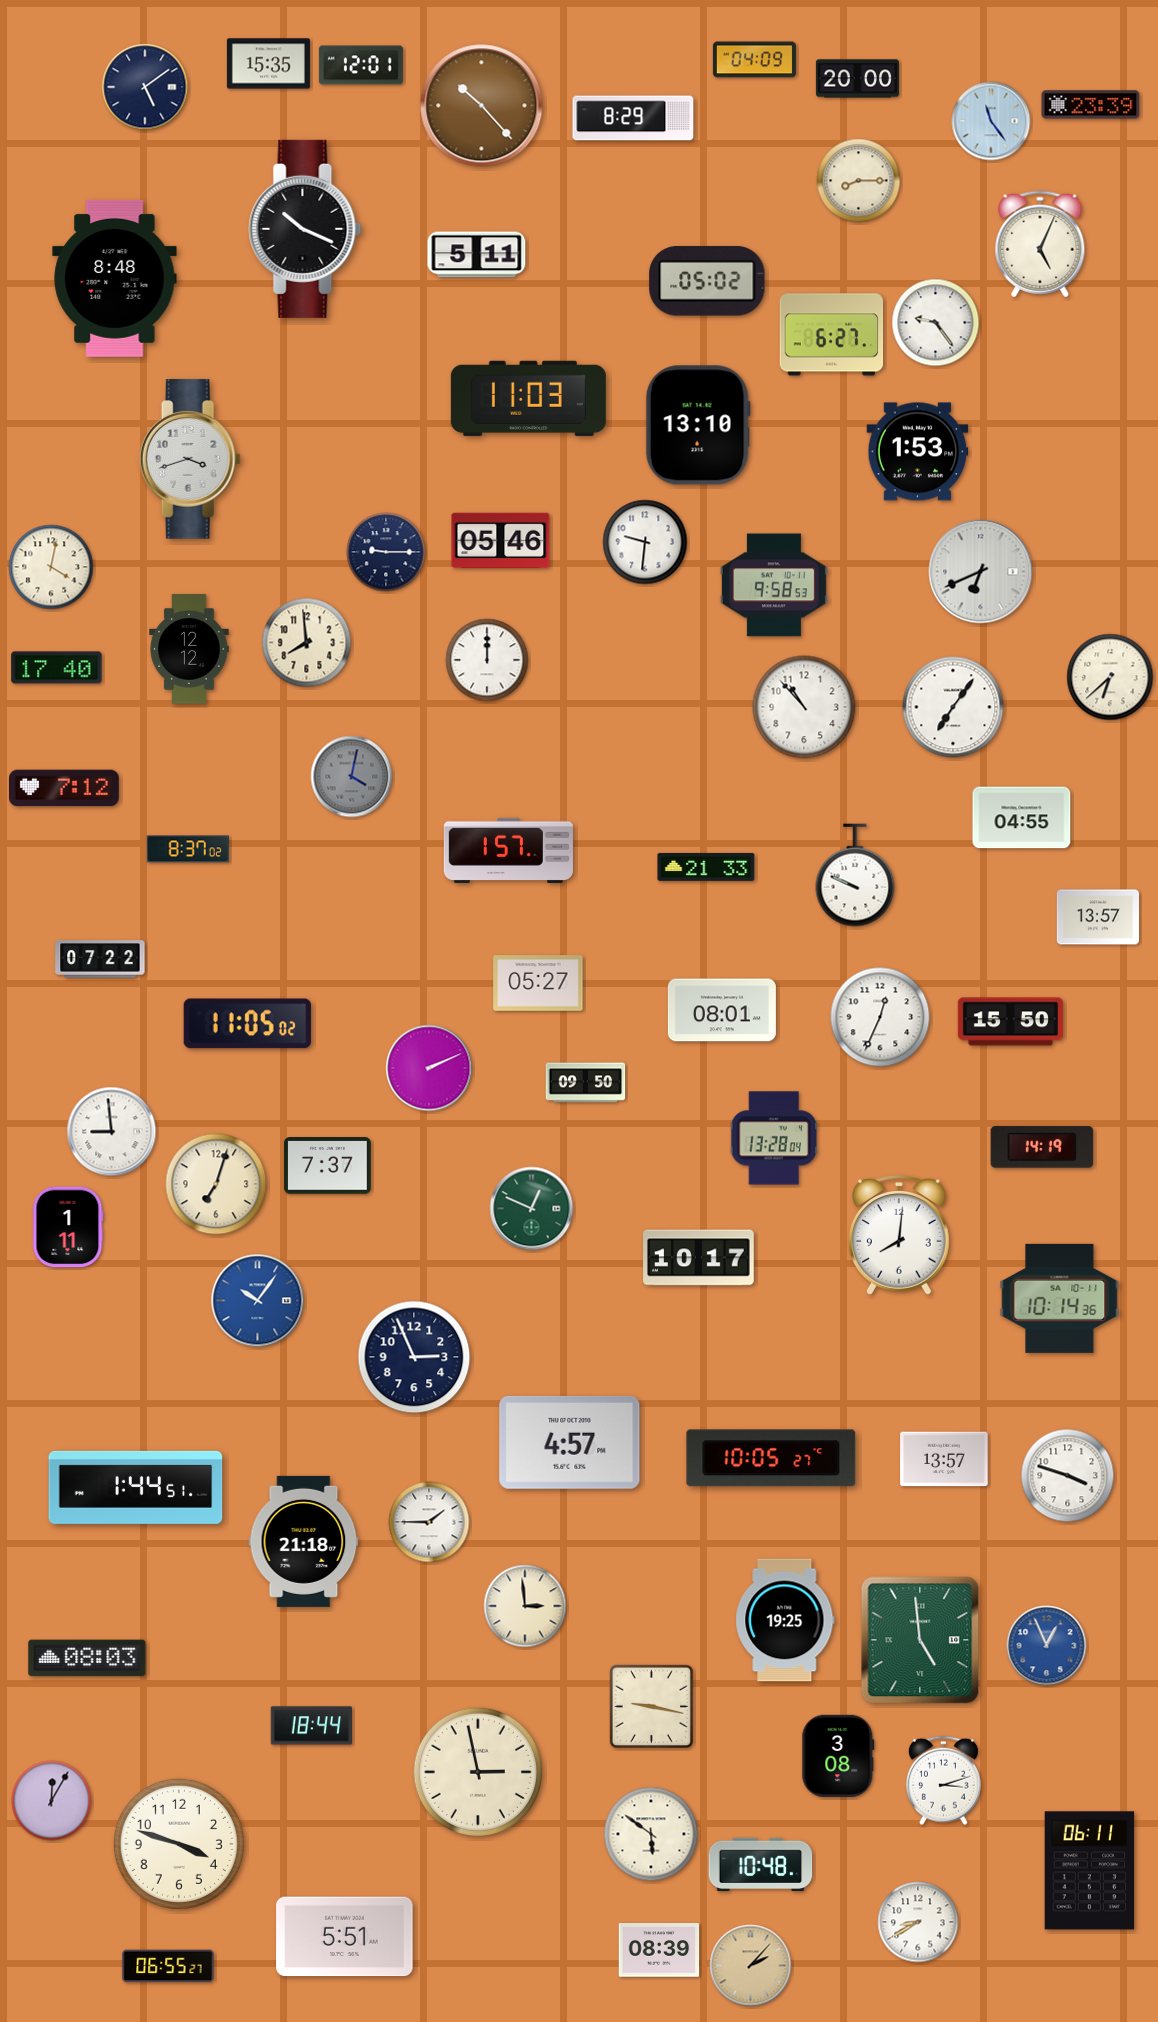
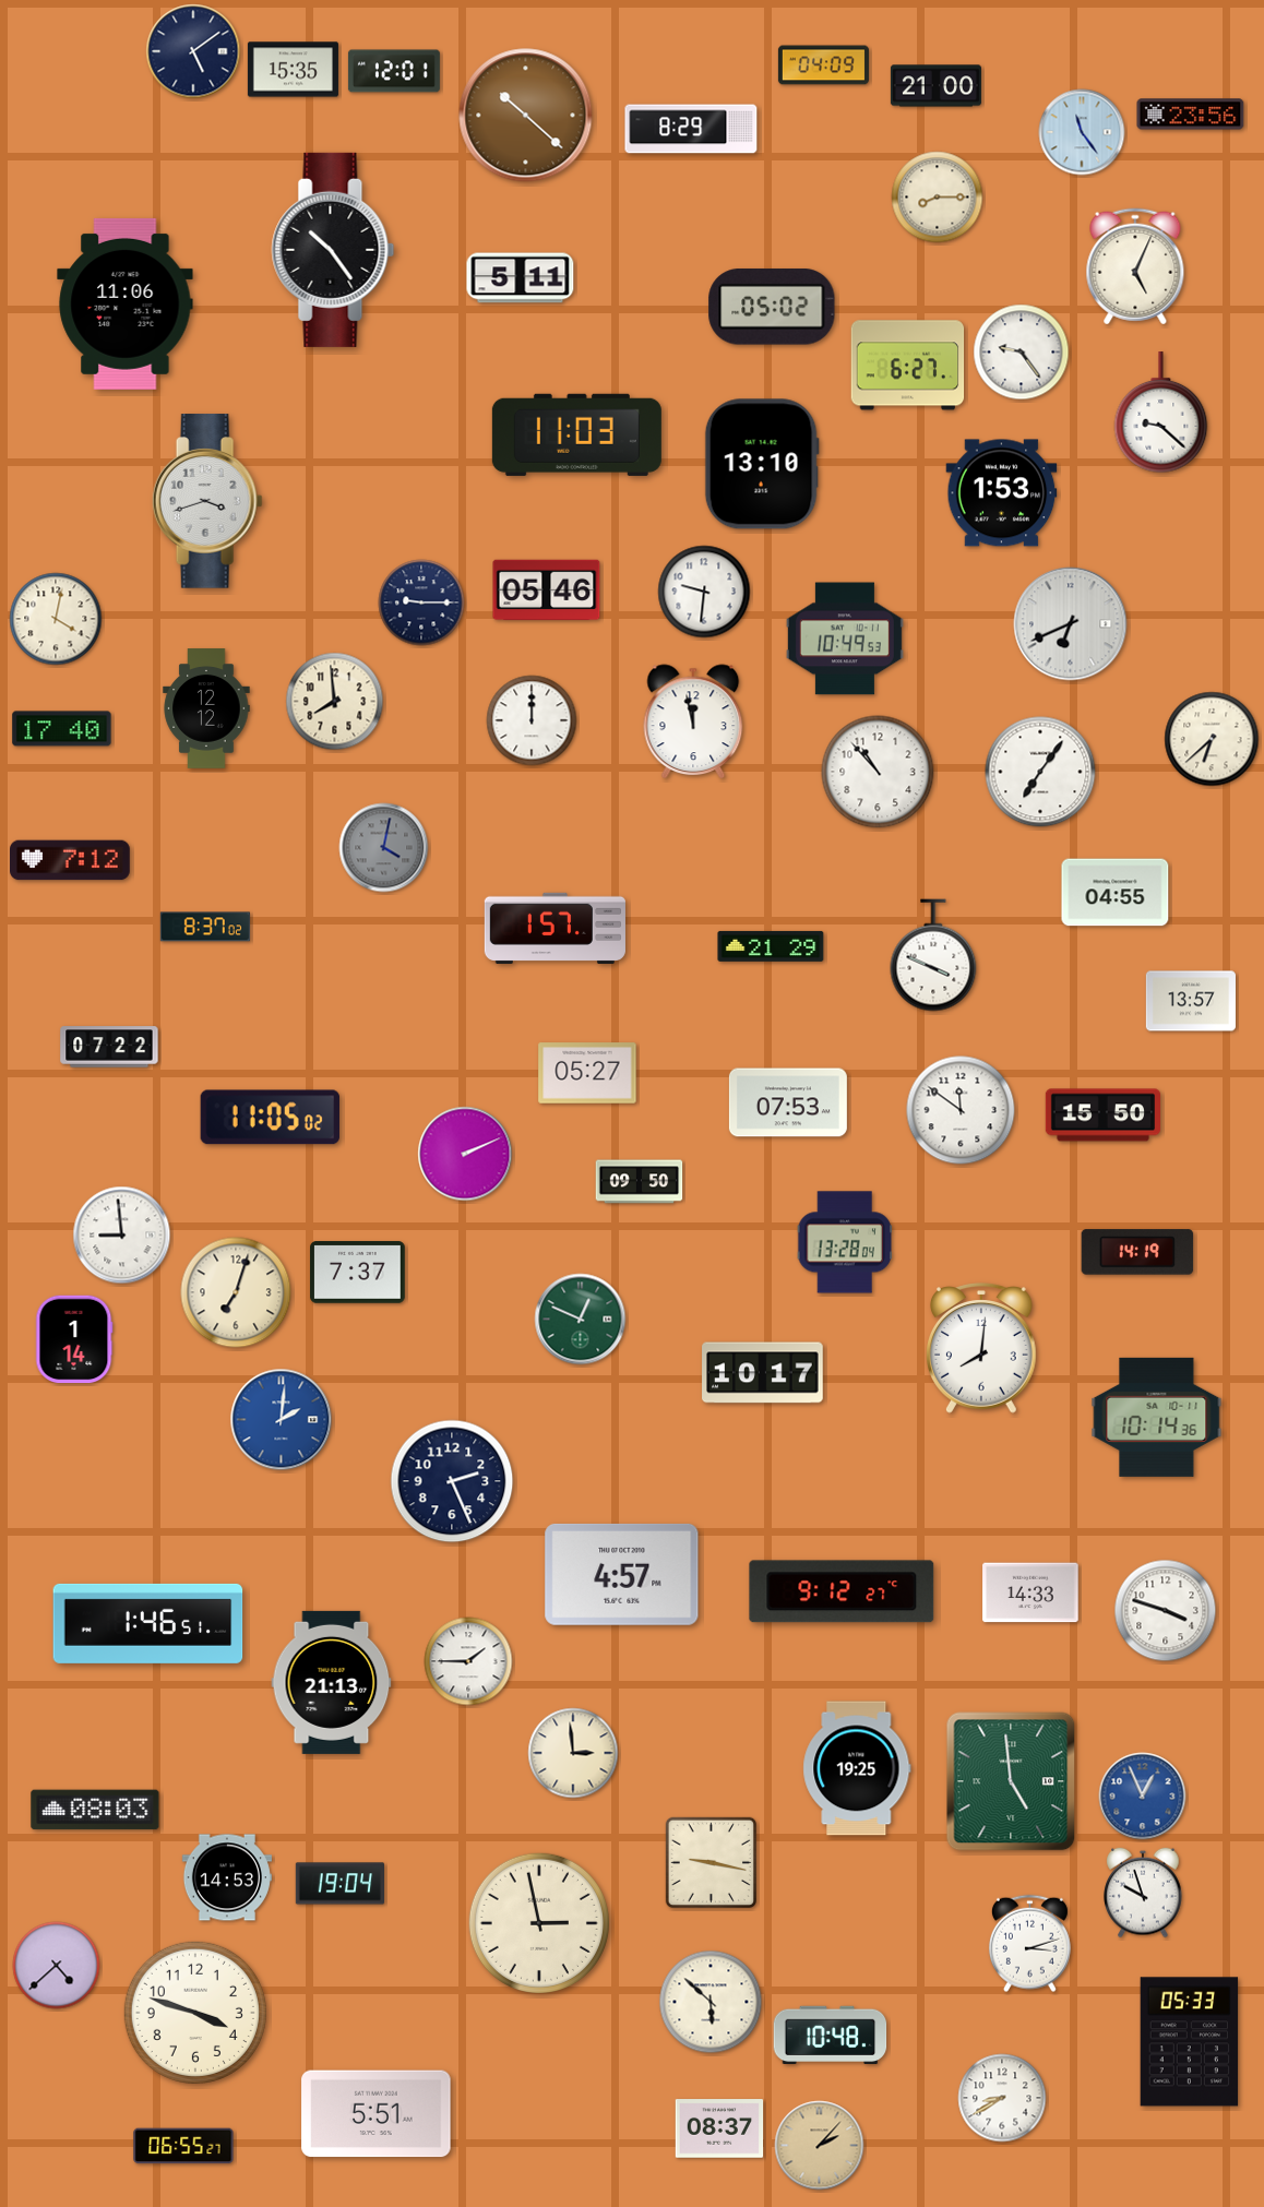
clock at (857, 79): 20:00 -> 21:00
clock at (145, 87) position: (145, 87) -> (193, 51)
clock at (1091, 105): 23:39 -> 23:56
clock at (482, 106): 10:23 -> 10:22
clock at (305, 229): 10:19 -> 10:24
clock at (115, 278): 8:48 -> 11:06
clock at (1161, 413): none -> 9:22
clock at (774, 585): 9:58 -> 10:49
clock at (693, 721): none -> 11:58
clock at (706, 867): 21:33 -> 21:29
clock at (855, 875): 9:49 -> 3:49
clock at (1098, 917) position: (1098, 917) -> (1191, 1001)
clock at (722, 1010): 08:01 -> 07:53
clock at (880, 1017): 12:34 -> 11:51
clock at (429, 1068) position: (429, 1068) -> (465, 1154)
clock at (68, 1227): 1:11 -> 1:14
clock at (258, 1301): 10:06 -> 2:01
clock at (414, 1357): 2:56 -> 2:26
clock at (771, 1458): 10:05 -> 9:12
clock at (944, 1459): 13:57 -> 14:33
clock at (136, 1487): 1:44 -> 1:46
clock at (304, 1541): 21:18 -> 21:13
clock at (920, 1640) position: (920, 1640) -> (1011, 1781)
clock at (227, 1877): none -> 14:53
clock at (311, 1726): 18:44 -> 19:04
clock at (1143, 1893): none -> 9:57
clock at (838, 1756): 3:08 -> none
clock at (478, 1772) position: (478, 1772) -> (539, 1923)
clock at (52, 1801): 12:05 -> 4:38
clock at (651, 1834): 5:51 -> 5:52
clock at (1090, 1871): 06:11 -> 05:33
clock at (659, 1950): 08:39 -> 08:37
